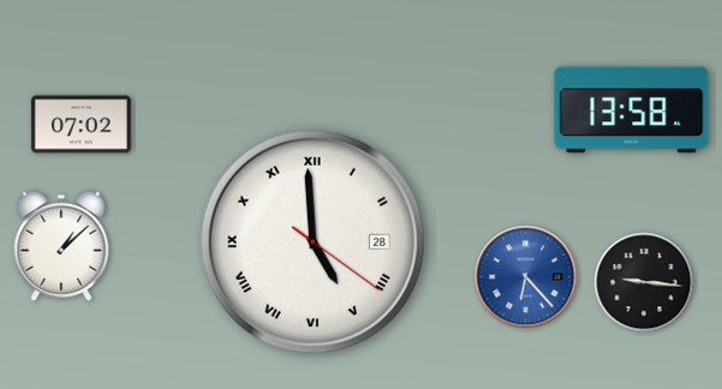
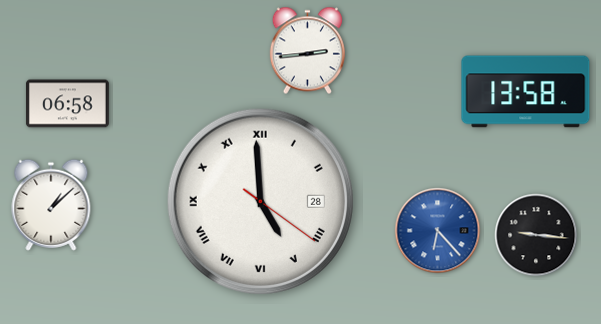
clock at (307, 51): none -> 2:44
clock at (80, 125): 07:02 -> 06:58
